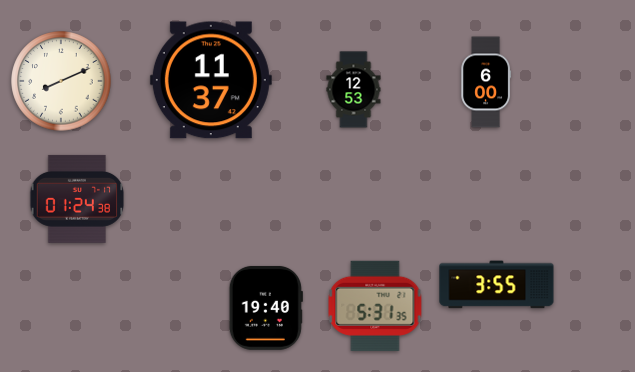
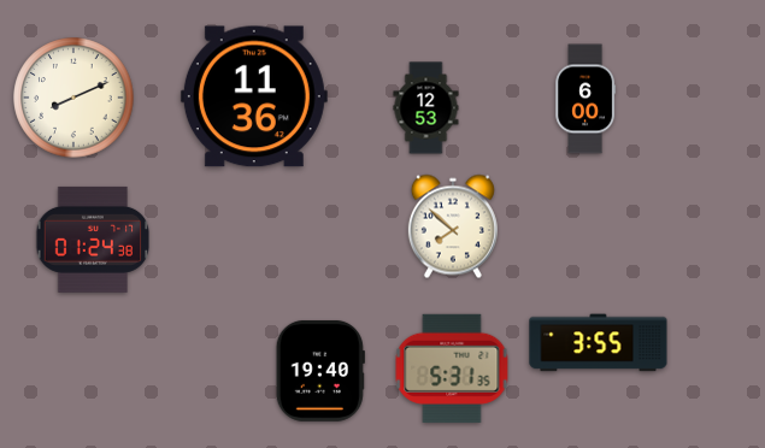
clock at (211, 80): 11:37 -> 11:36
clock at (453, 226): none -> 7:52
